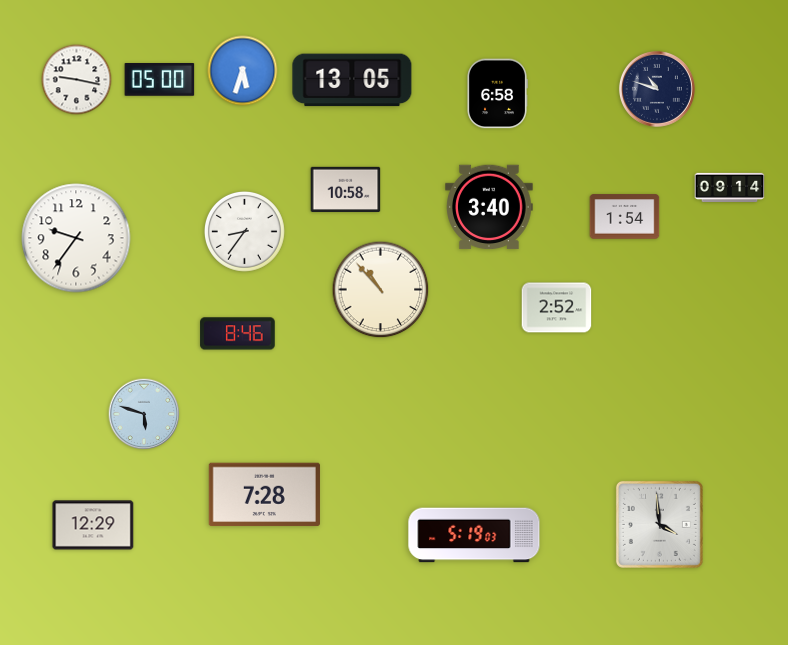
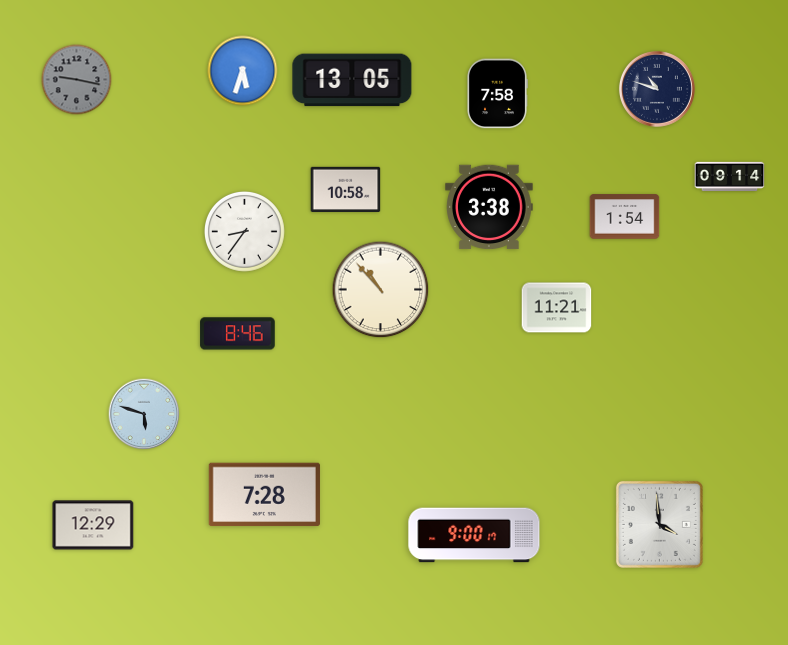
clock at (77, 80) dial: white -> grey
clock at (160, 80): 05:00 -> none
clock at (497, 94): 6:58 -> 7:58
clock at (730, 187) position: (730, 187) -> (730, 176)
clock at (489, 207): 3:40 -> 3:38
clock at (76, 238): 9:36 -> none
clock at (557, 308): 2:52 -> 11:21
clock at (474, 535): 5:19 -> 9:00
